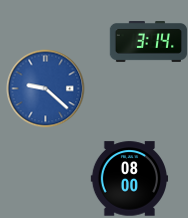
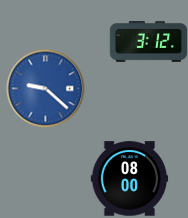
clock at (148, 42): 3:14 -> 3:12
